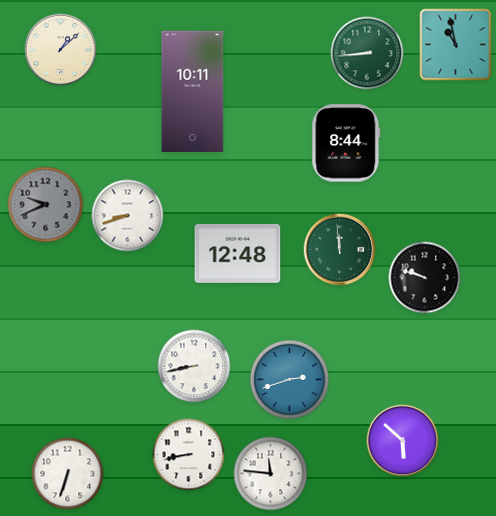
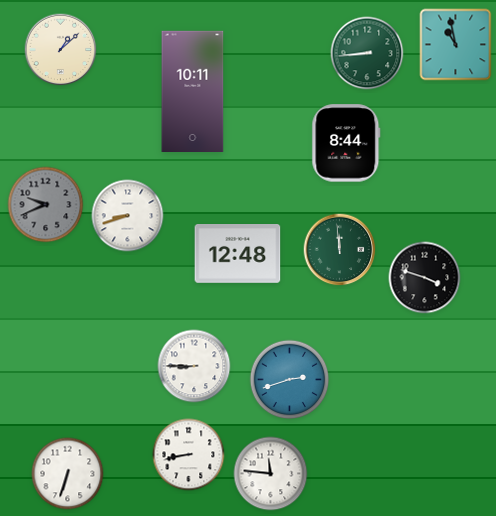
clock at (425, 278): 9:48 -> 3:48
clock at (194, 366): 8:43 -> 8:45
clock at (403, 441): 5:52 -> none
